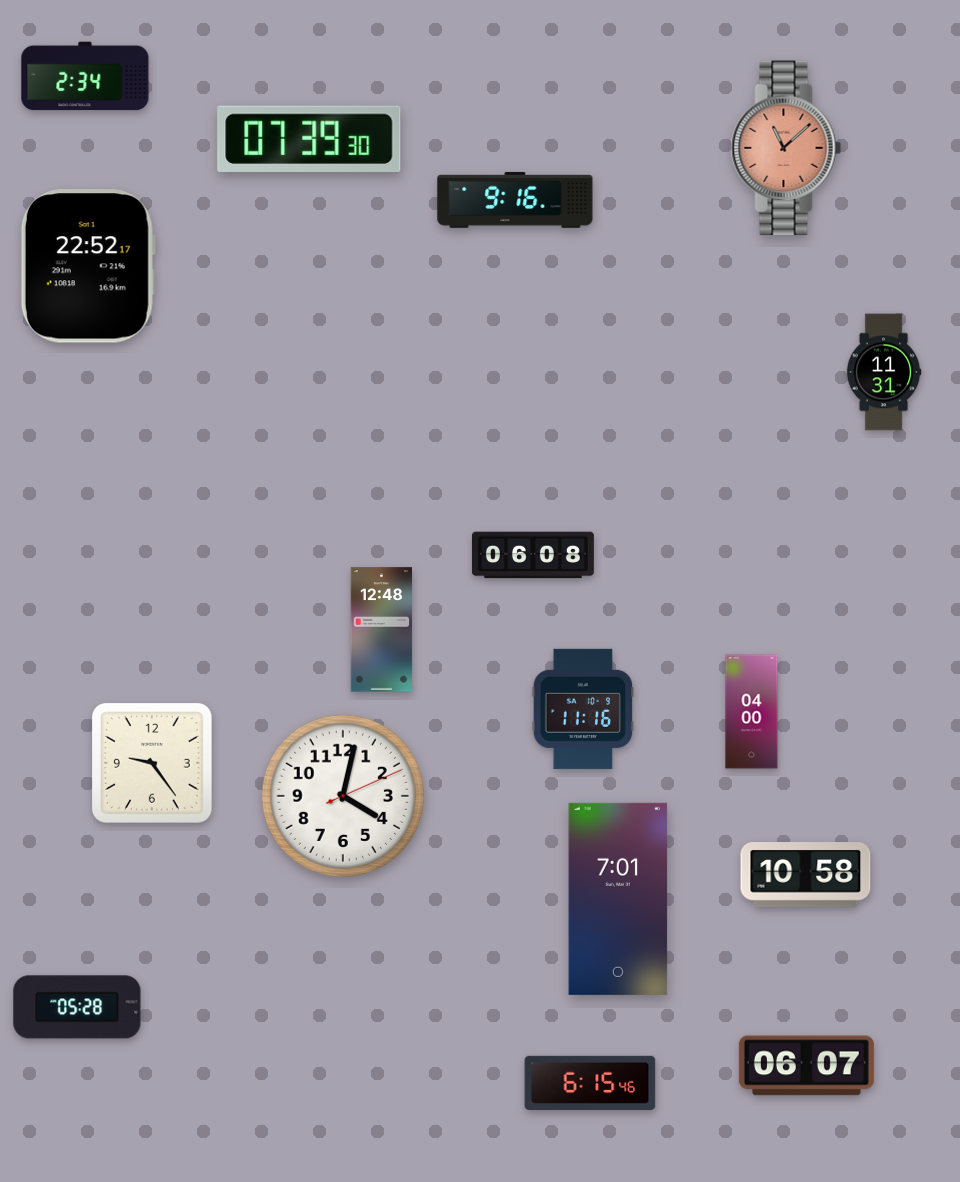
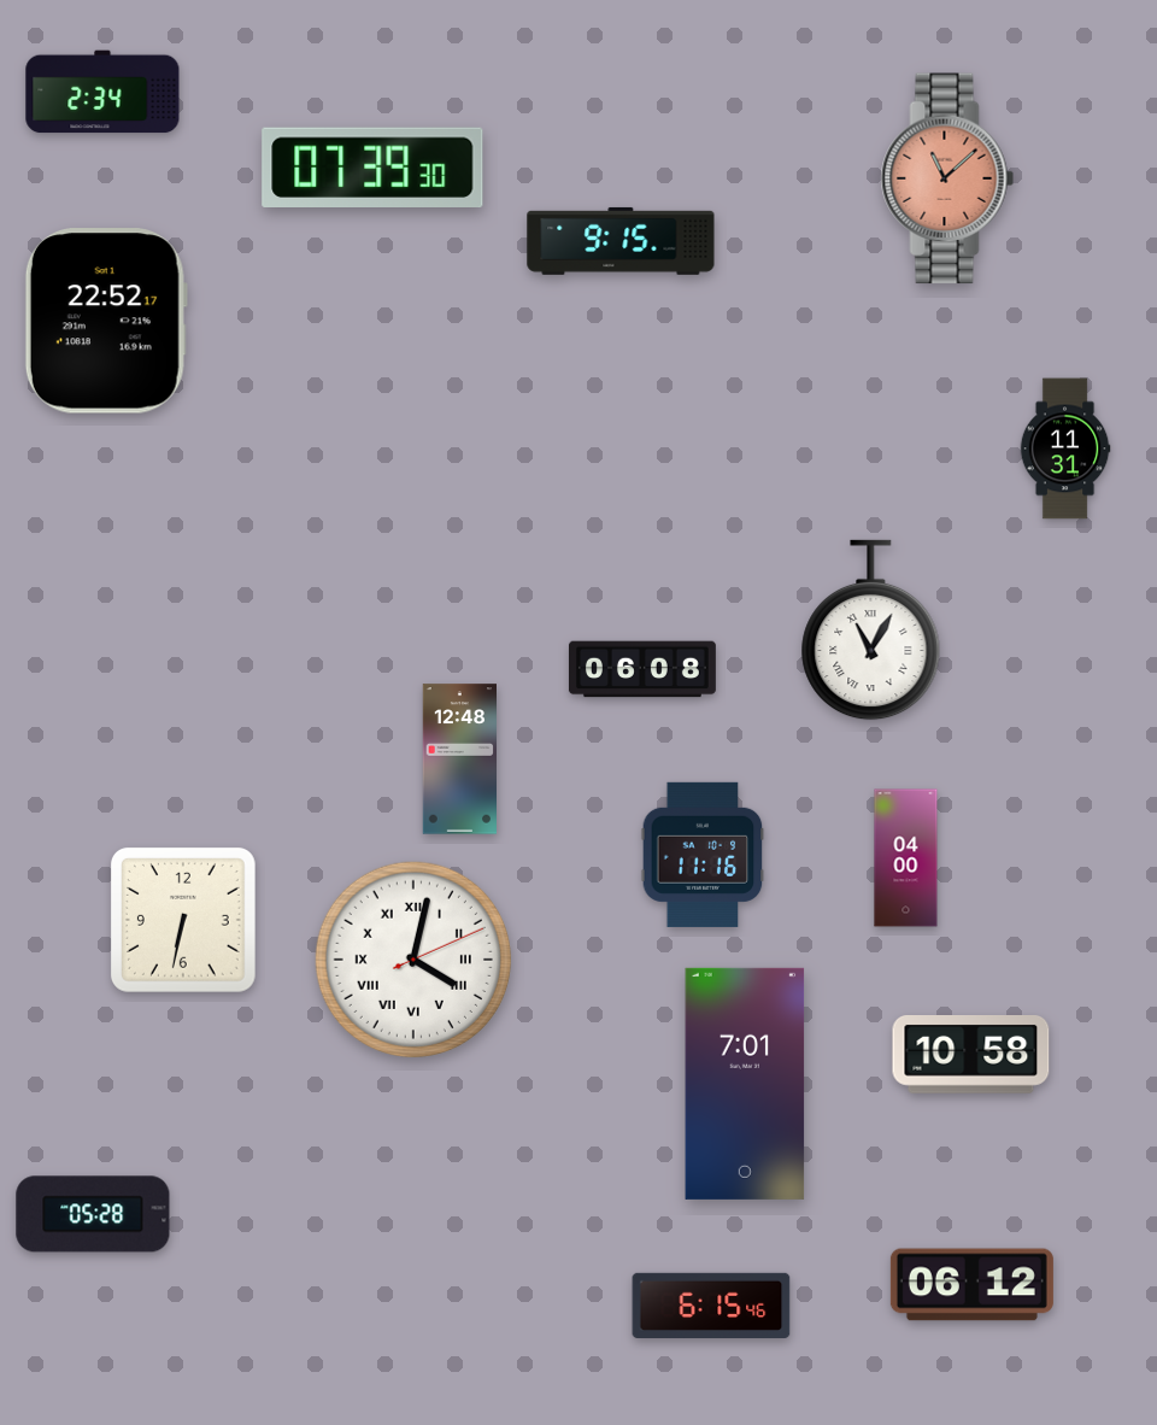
clock at (515, 200): 9:16 -> 9:15
clock at (871, 631): none -> 11:05
clock at (152, 763): 9:24 -> 6:32
clock at (343, 796) numerals: Arabic -> Roman
clock at (806, 1066): 06:07 -> 06:12
